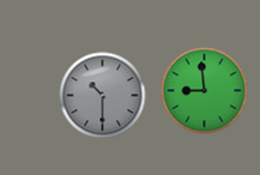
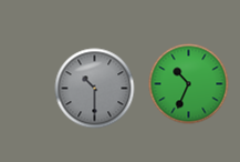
clock at (205, 91): 8:59 -> 10:34
